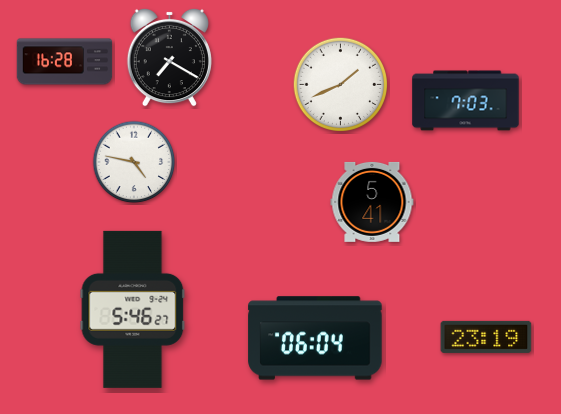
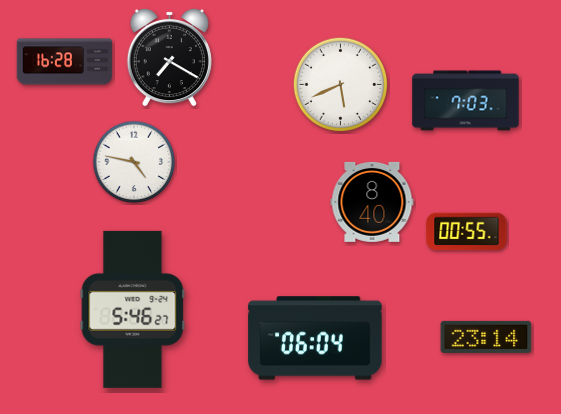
clock at (341, 85): 1:41 -> 5:41
clock at (372, 202): 5:41 -> 8:40
clock at (467, 232): none -> 00:55
clock at (486, 337): 23:19 -> 23:14
